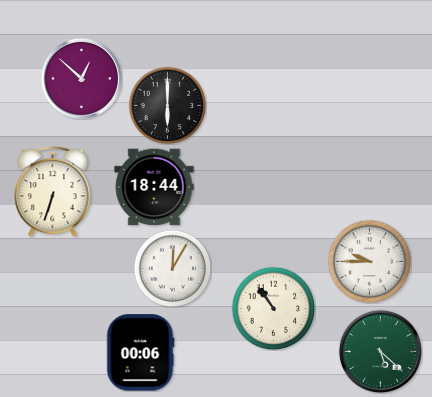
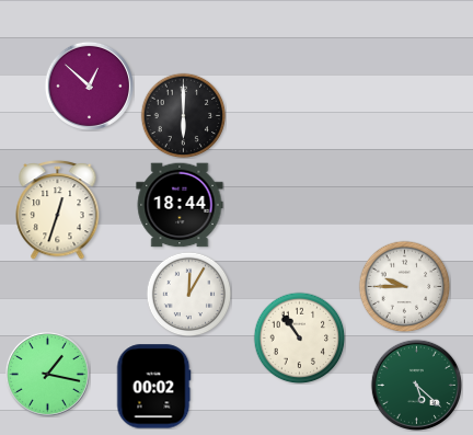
clock at (154, 187) position: (154, 187) -> (180, 205)
clock at (53, 191): 6:33 -> 12:33
clock at (47, 374): none -> 1:17
clock at (140, 353): 00:06 -> 00:02
